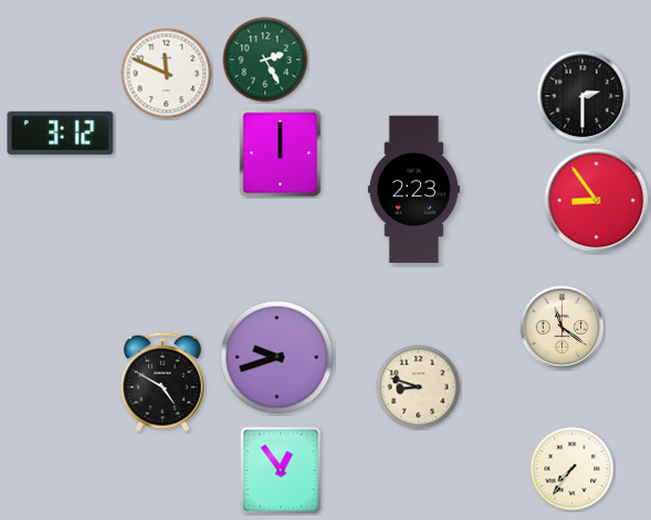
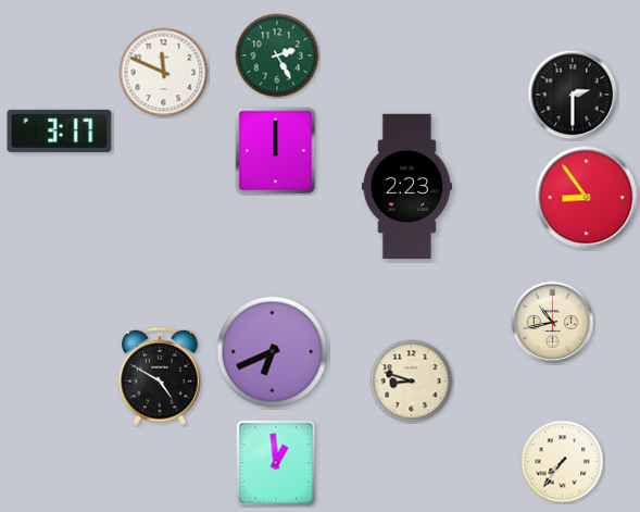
clock at (265, 60) position: (265, 60) -> (277, 55)
clock at (61, 132): 3:12 -> 3:17
clock at (563, 328): 11:21 -> 10:43
clock at (277, 358): 9:42 -> 6:41
clock at (281, 470): 12:54 -> 12:59
